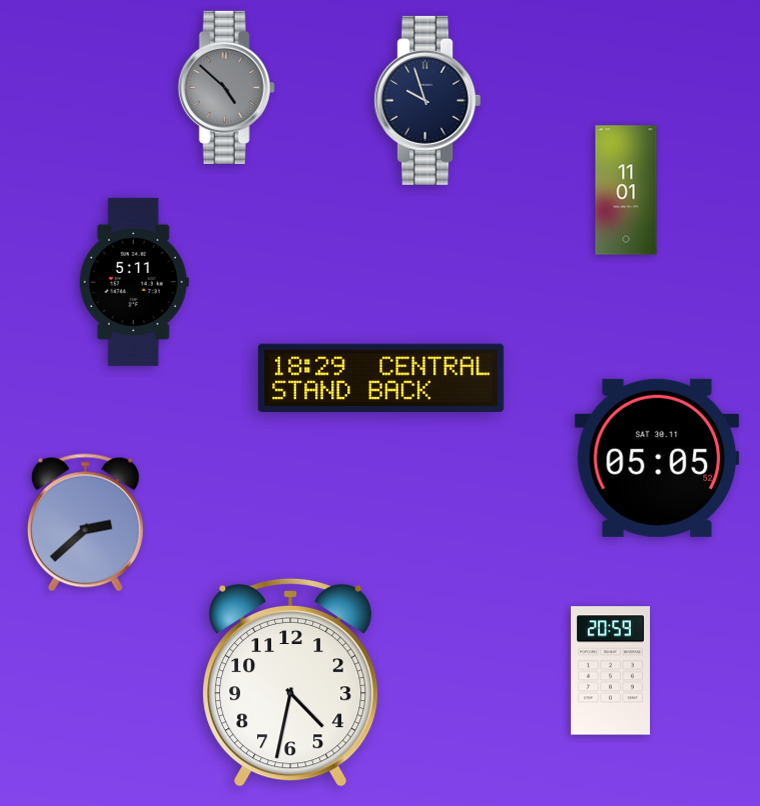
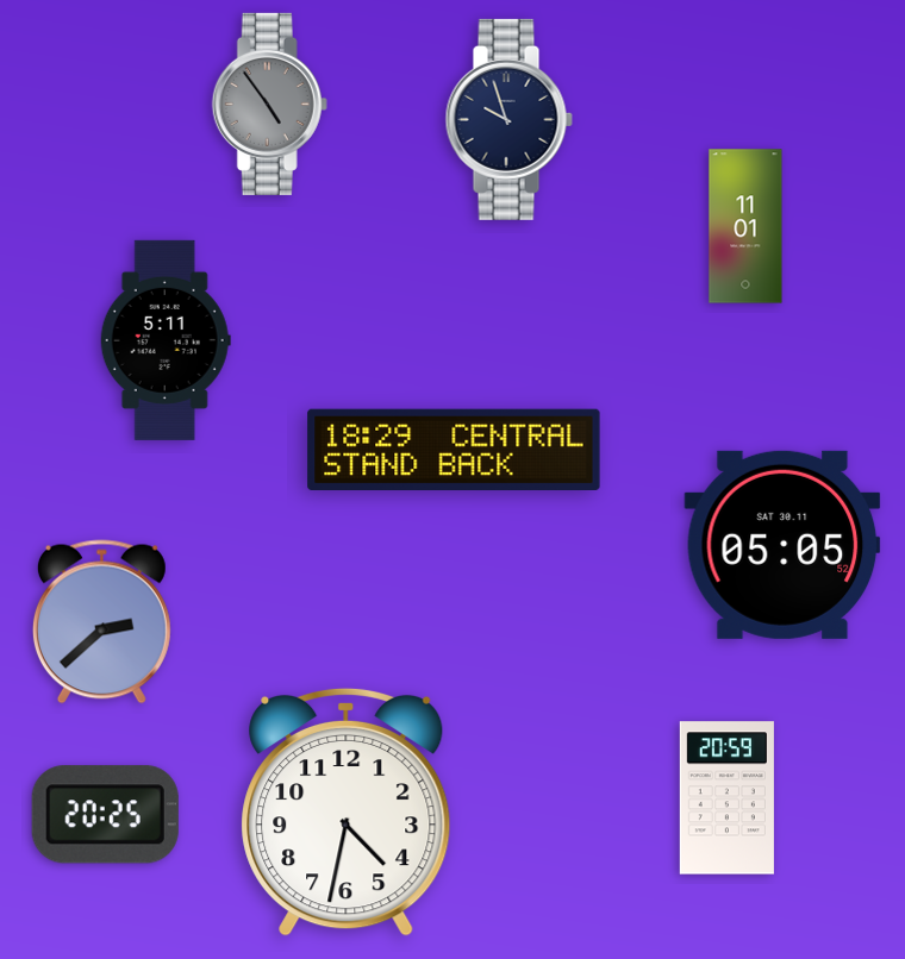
clock at (226, 87): 4:52 -> 4:54
clock at (134, 282) position: (134, 282) -> (166, 340)
clock at (105, 815): none -> 20:25
